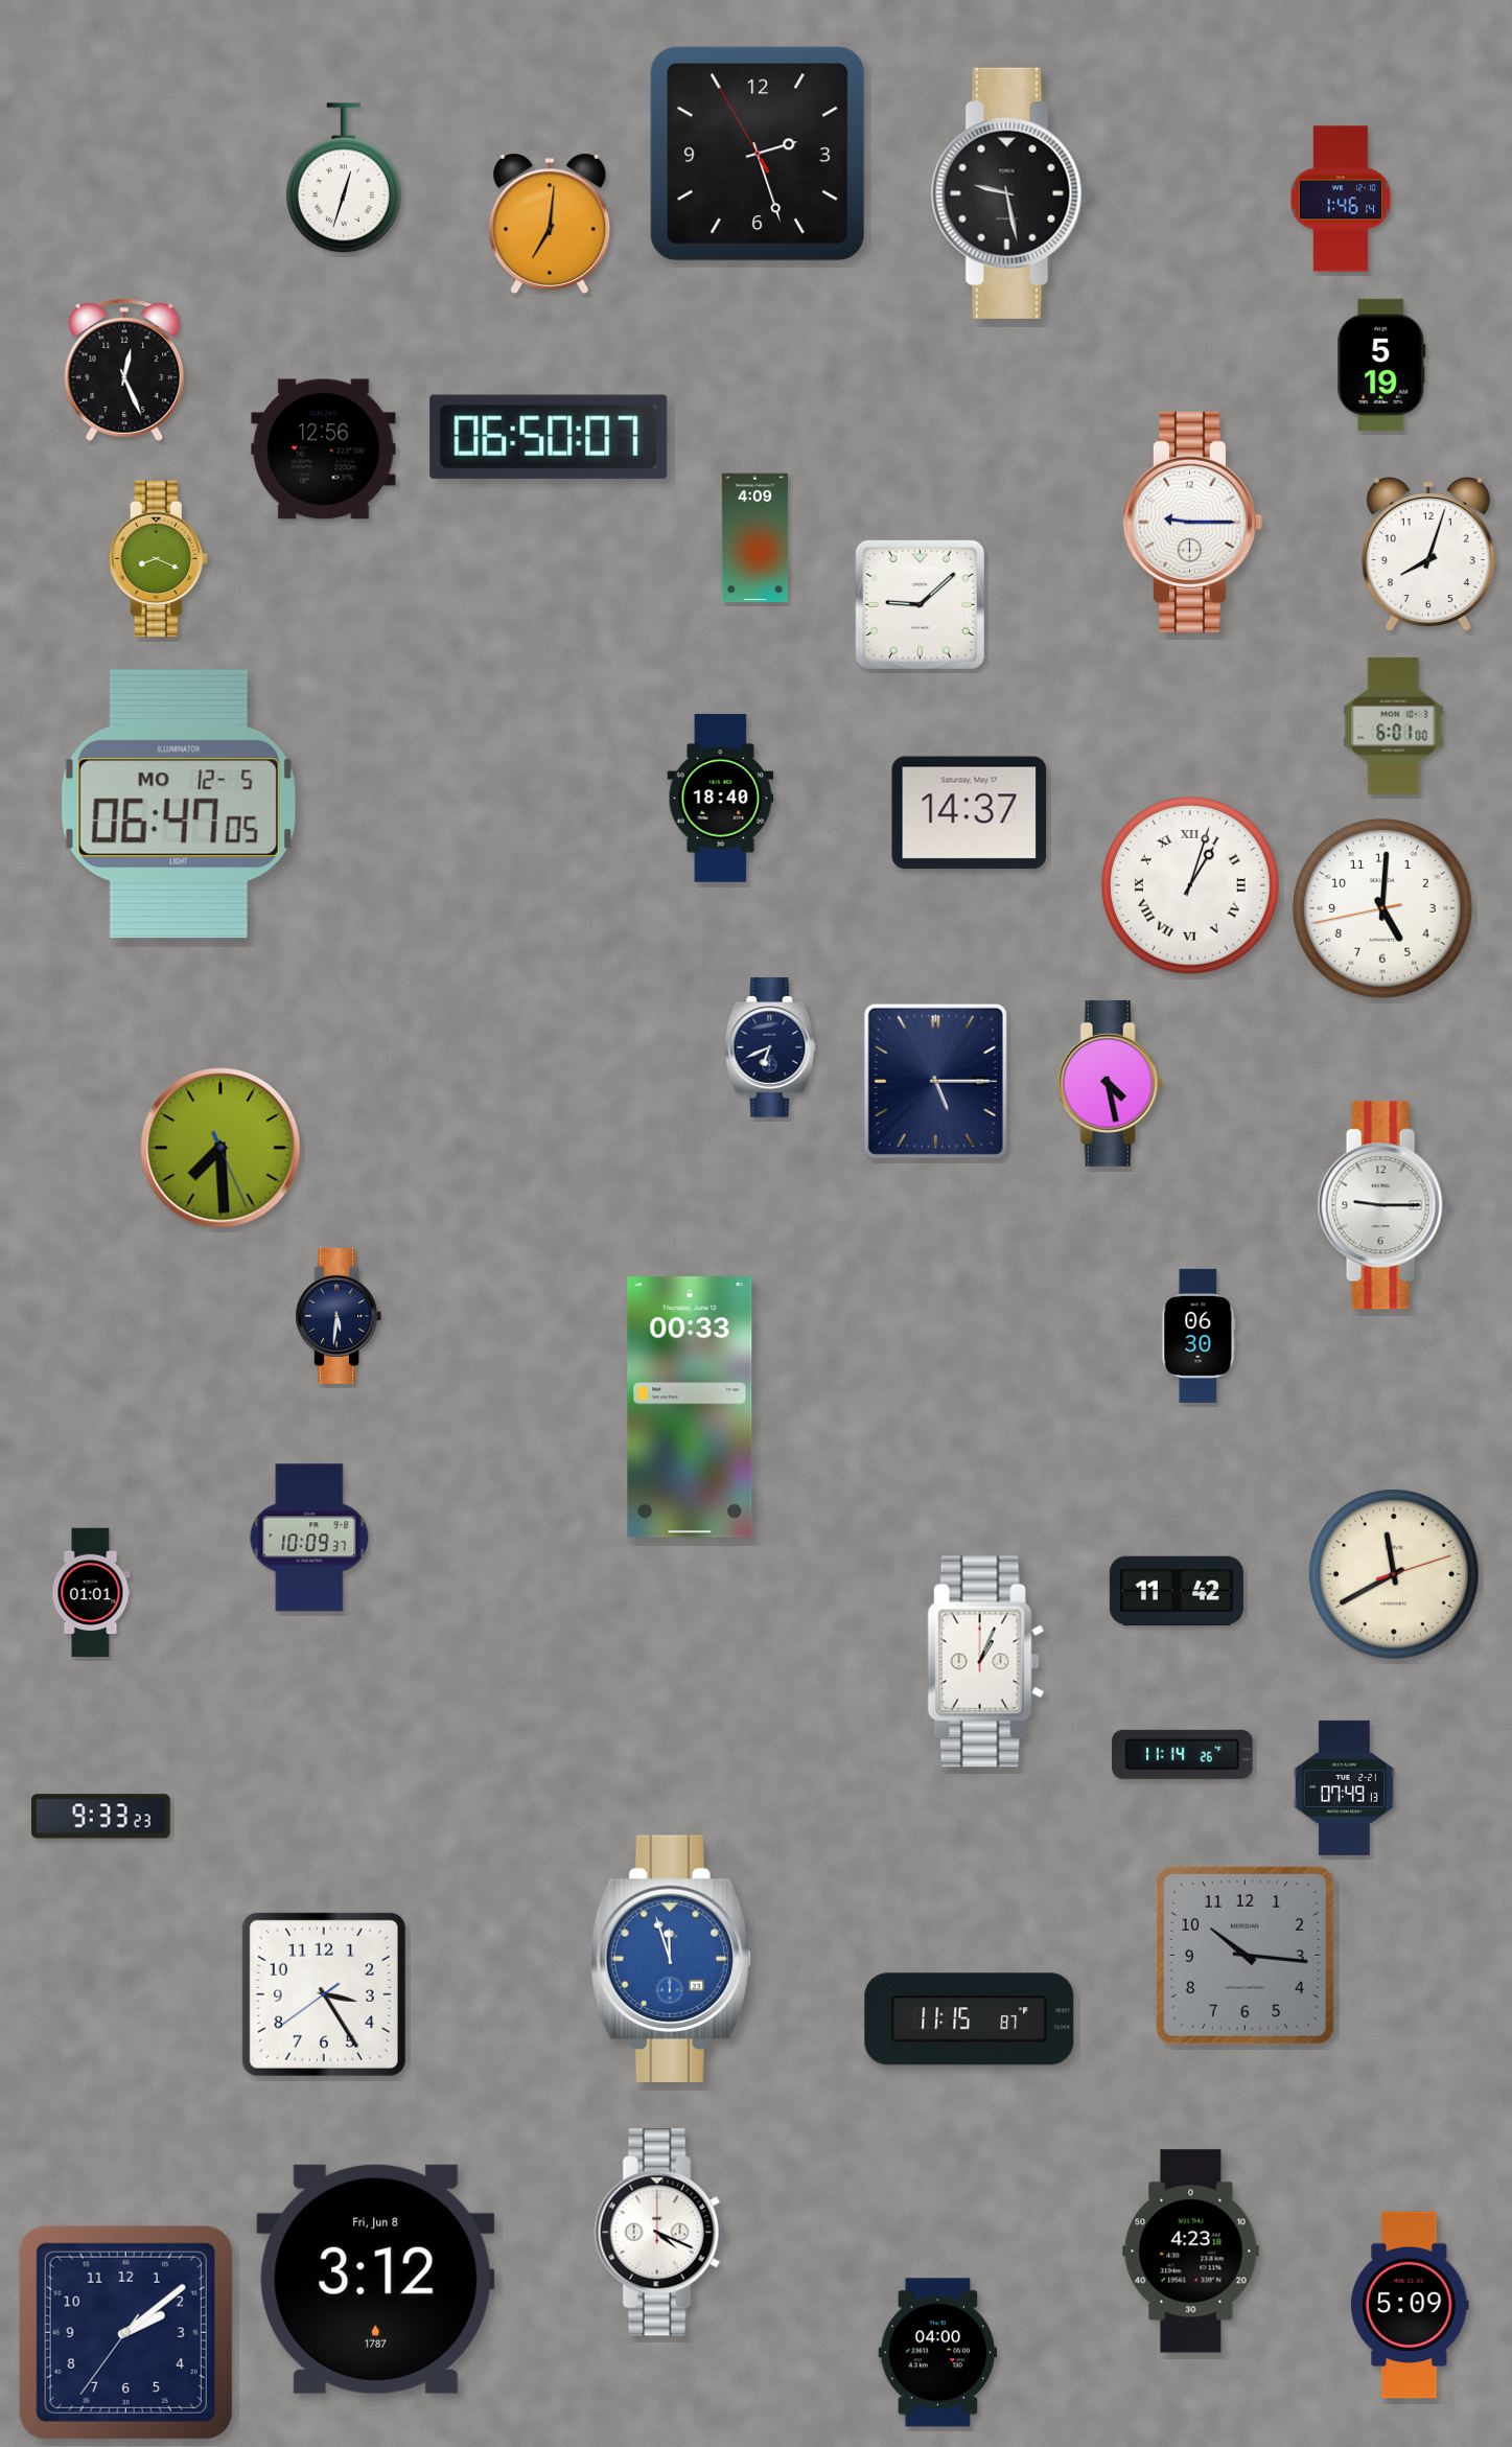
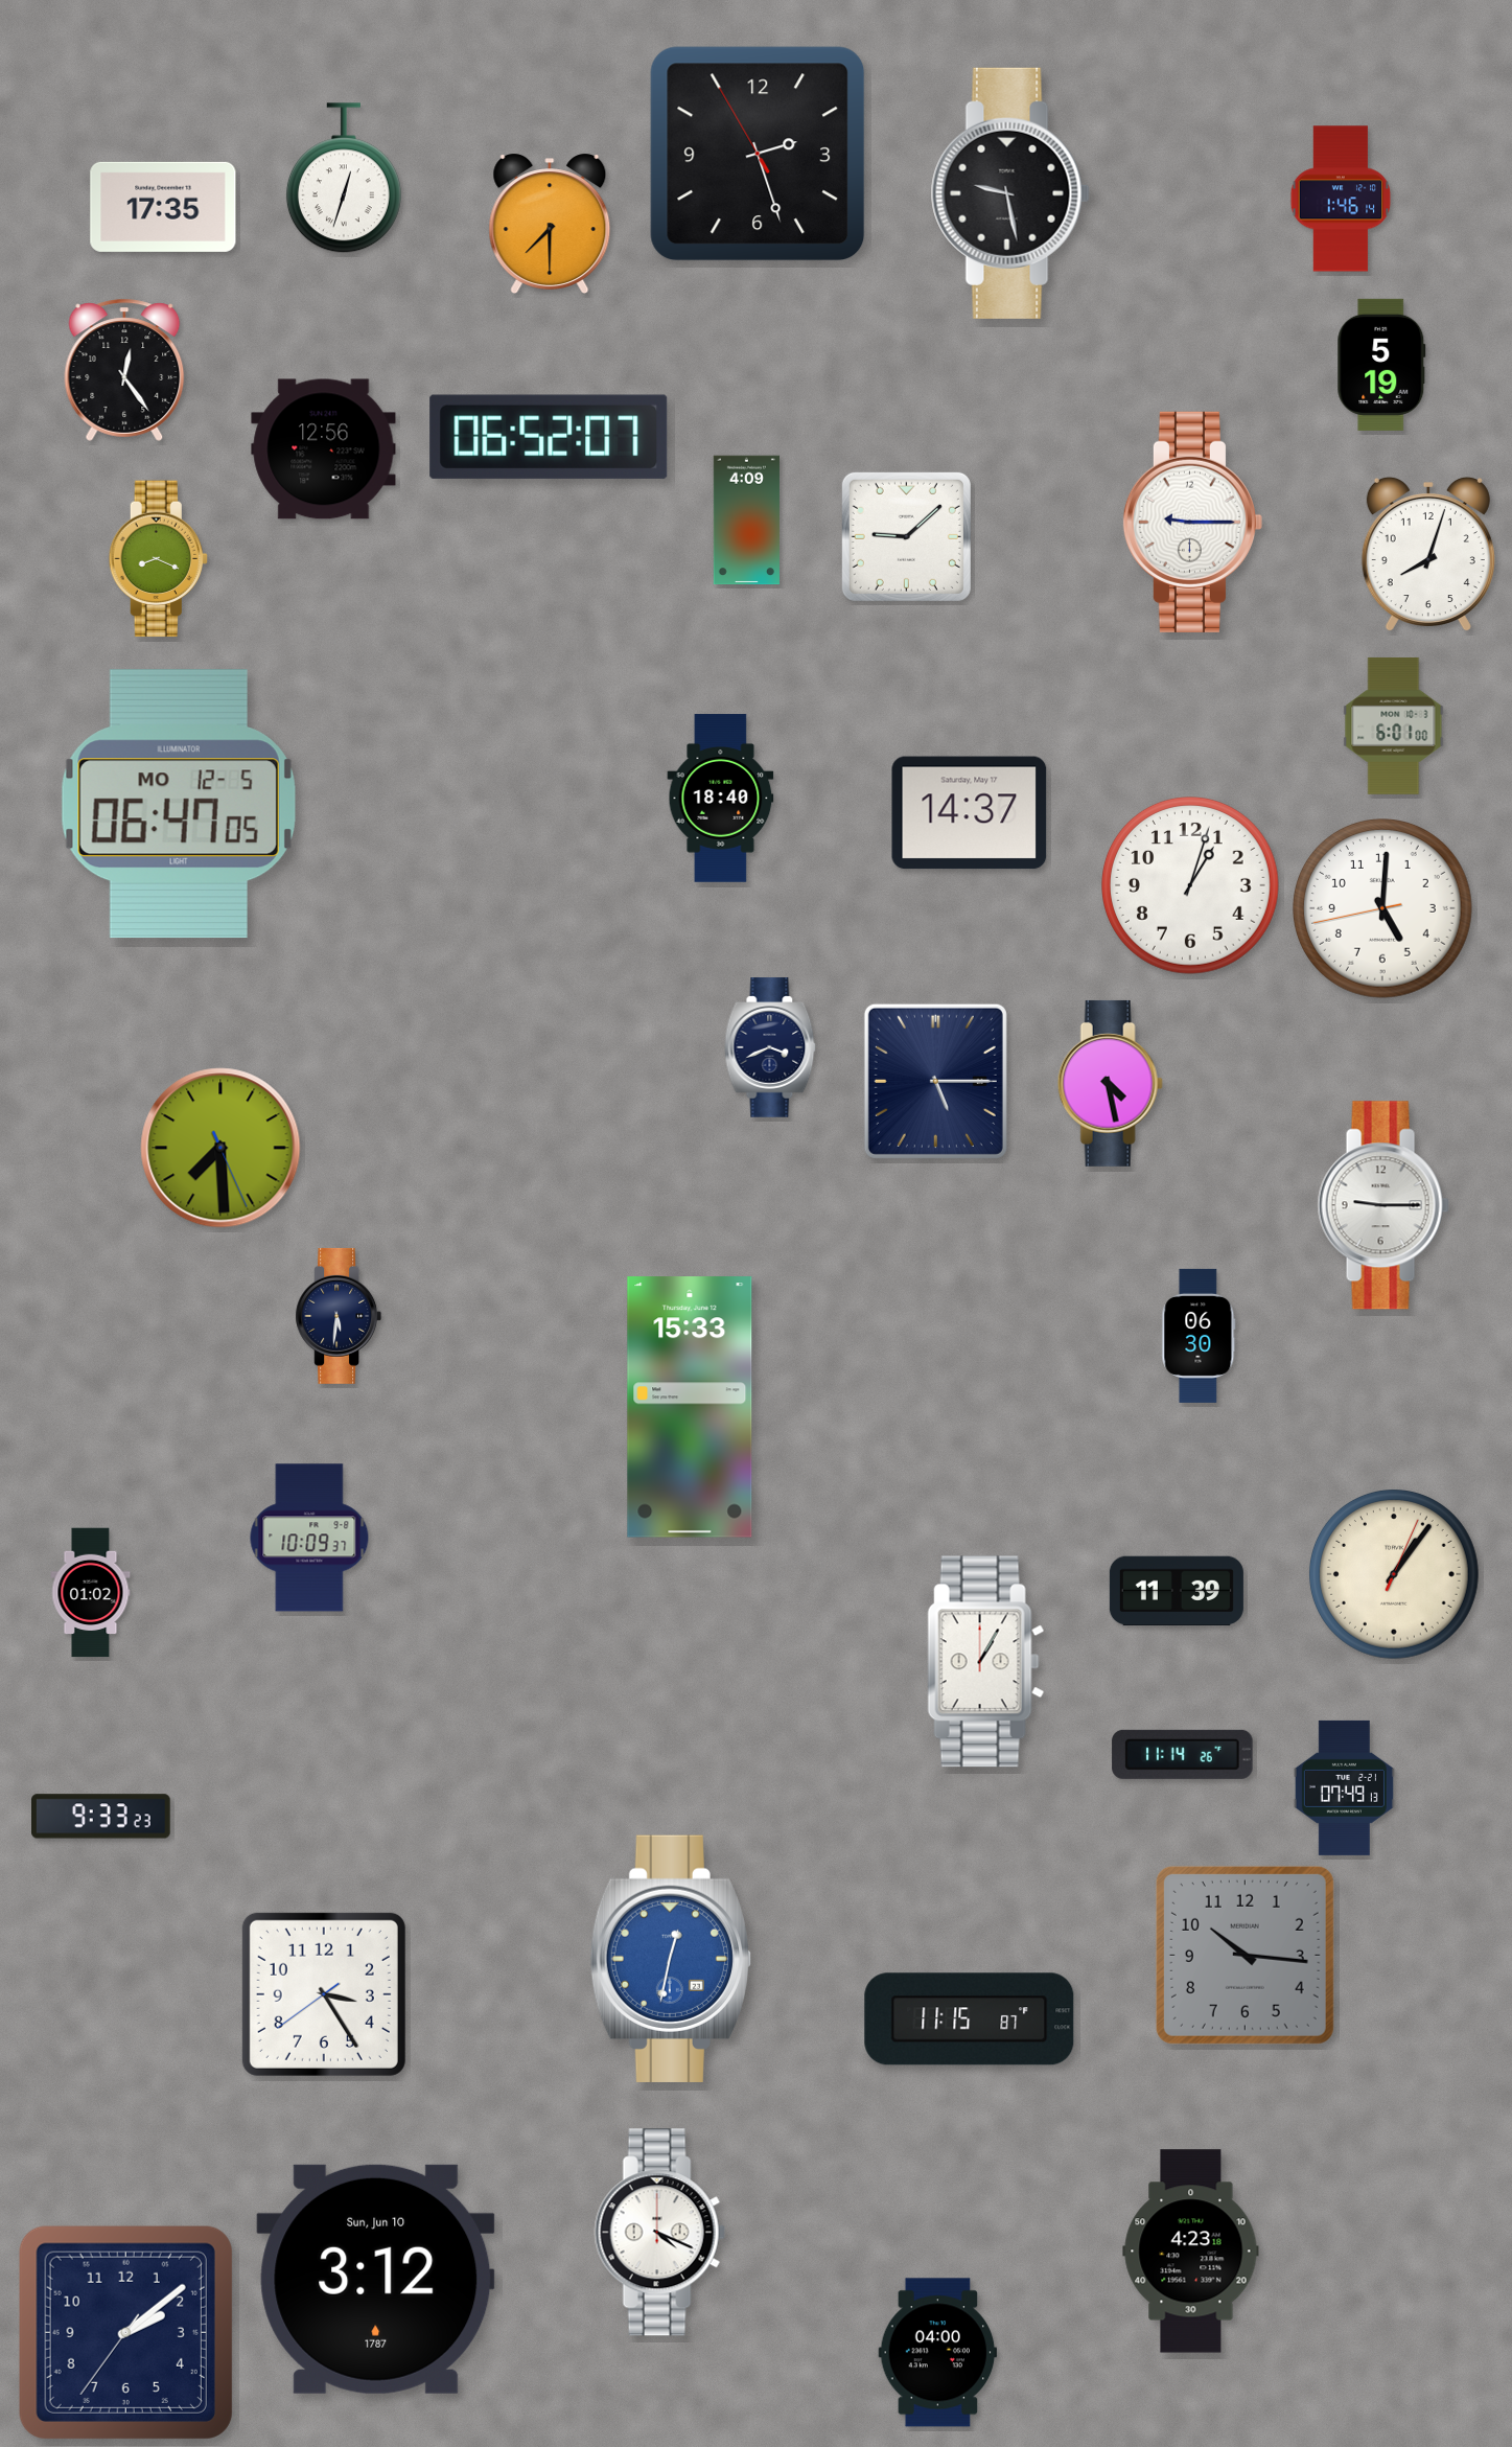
clock at (163, 207): none -> 17:35
clock at (550, 223): 7:01 -> 7:30
clock at (124, 370): 12:26 -> 12:24
clock at (549, 437): 06:50 -> 06:52
clock at (754, 538) position: (754, 538) -> (746, 521)
clock at (920, 604) position: (920, 604) -> (906, 536)
clock at (1191, 886) numerals: Roman -> Arabic
clock at (770, 1047): 6:41 -> 3:41
clock at (690, 1407): 00:33 -> 15:33
clock at (1394, 1574): 11:40 -> 1:06
clock at (1177, 1591): 11:42 -> 11:39
clock at (91, 1593): 01:01 -> 01:02
clock at (986, 1662): 1:04 -> 1:05
clock at (671, 1959): 11:57 -> 12:32
clock at (376, 2279) date: Fri, Jun 8 -> Sun, Jun 10
clock at (1410, 2305): 5:09 -> none
